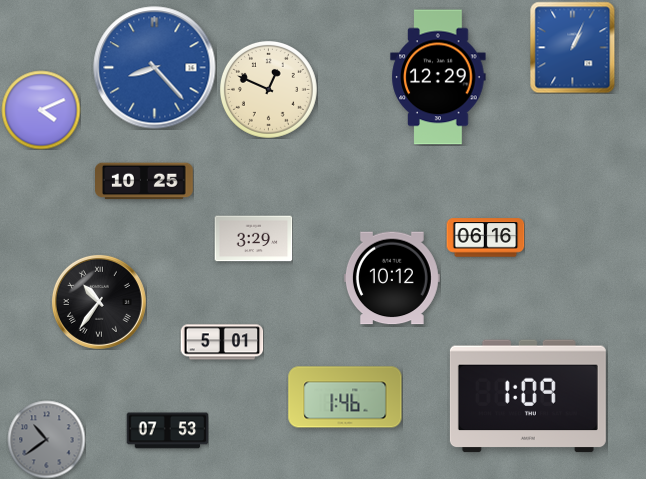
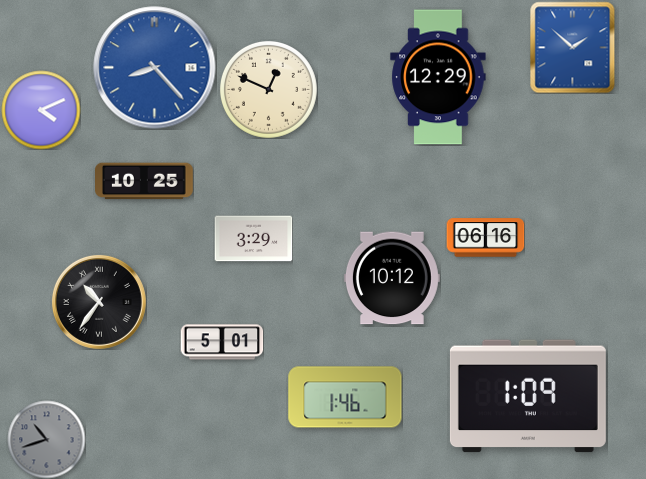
clock at (573, 47): 1:04 -> 1:52
clock at (167, 431): 07:53 -> none
clock at (46, 439): 10:39 -> 10:42
